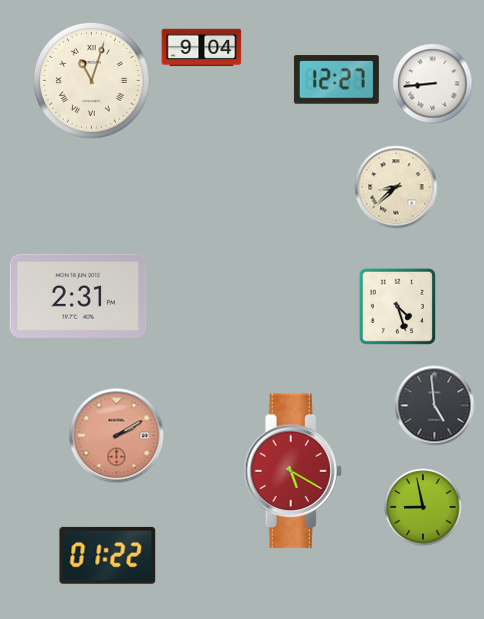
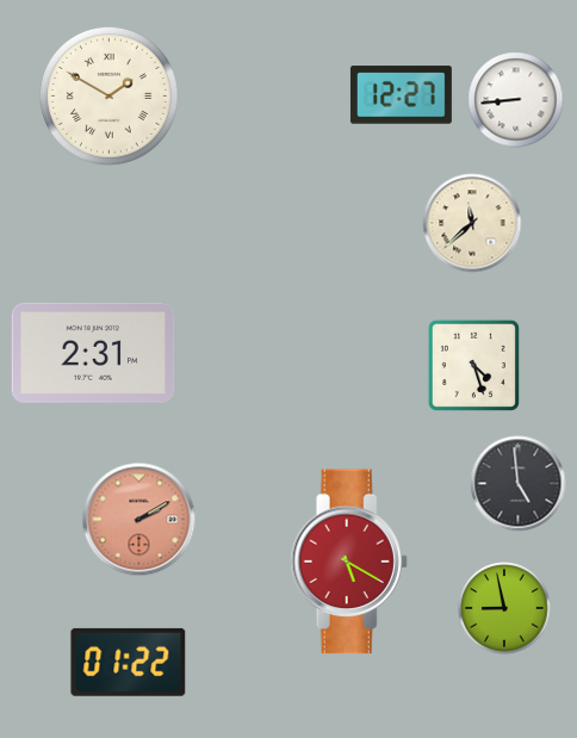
clock at (202, 48): 9:04 -> none
clock at (91, 80): 11:03 -> 1:50
clock at (396, 187): 8:38 -> 11:38
clock at (423, 507) position: (423, 507) -> (504, 608)
